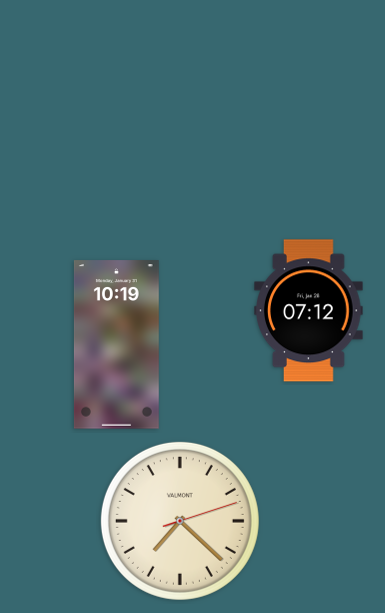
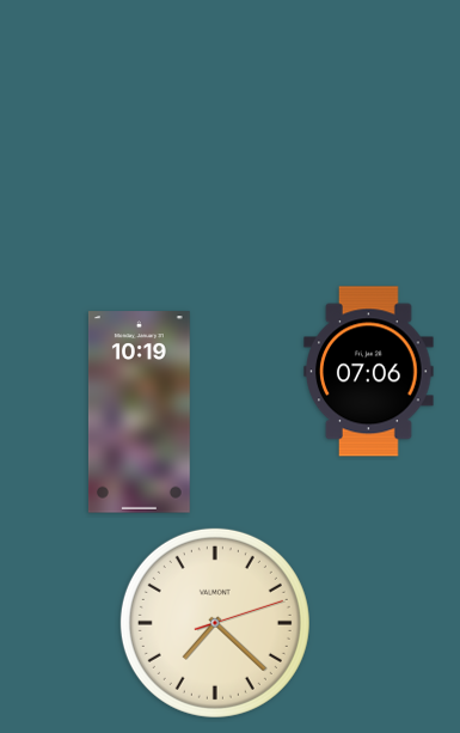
clock at (309, 311): 07:12 -> 07:06
